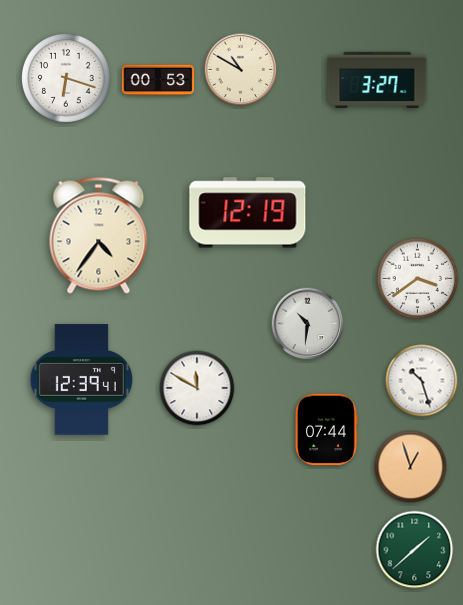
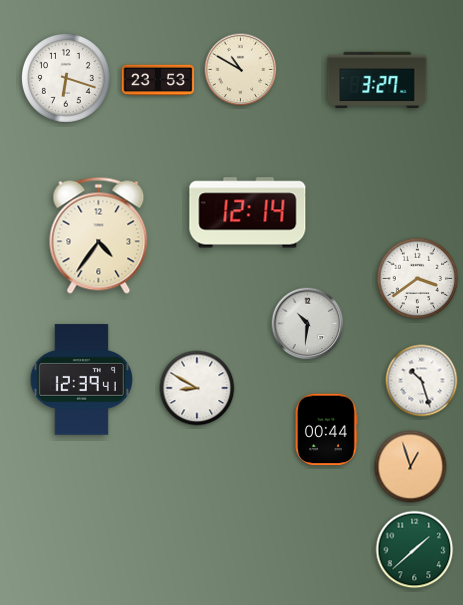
clock at (158, 80): 00:53 -> 23:53
clock at (248, 213): 12:19 -> 12:14
clock at (197, 388): 11:50 -> 8:50
clock at (327, 430): 07:44 -> 00:44
